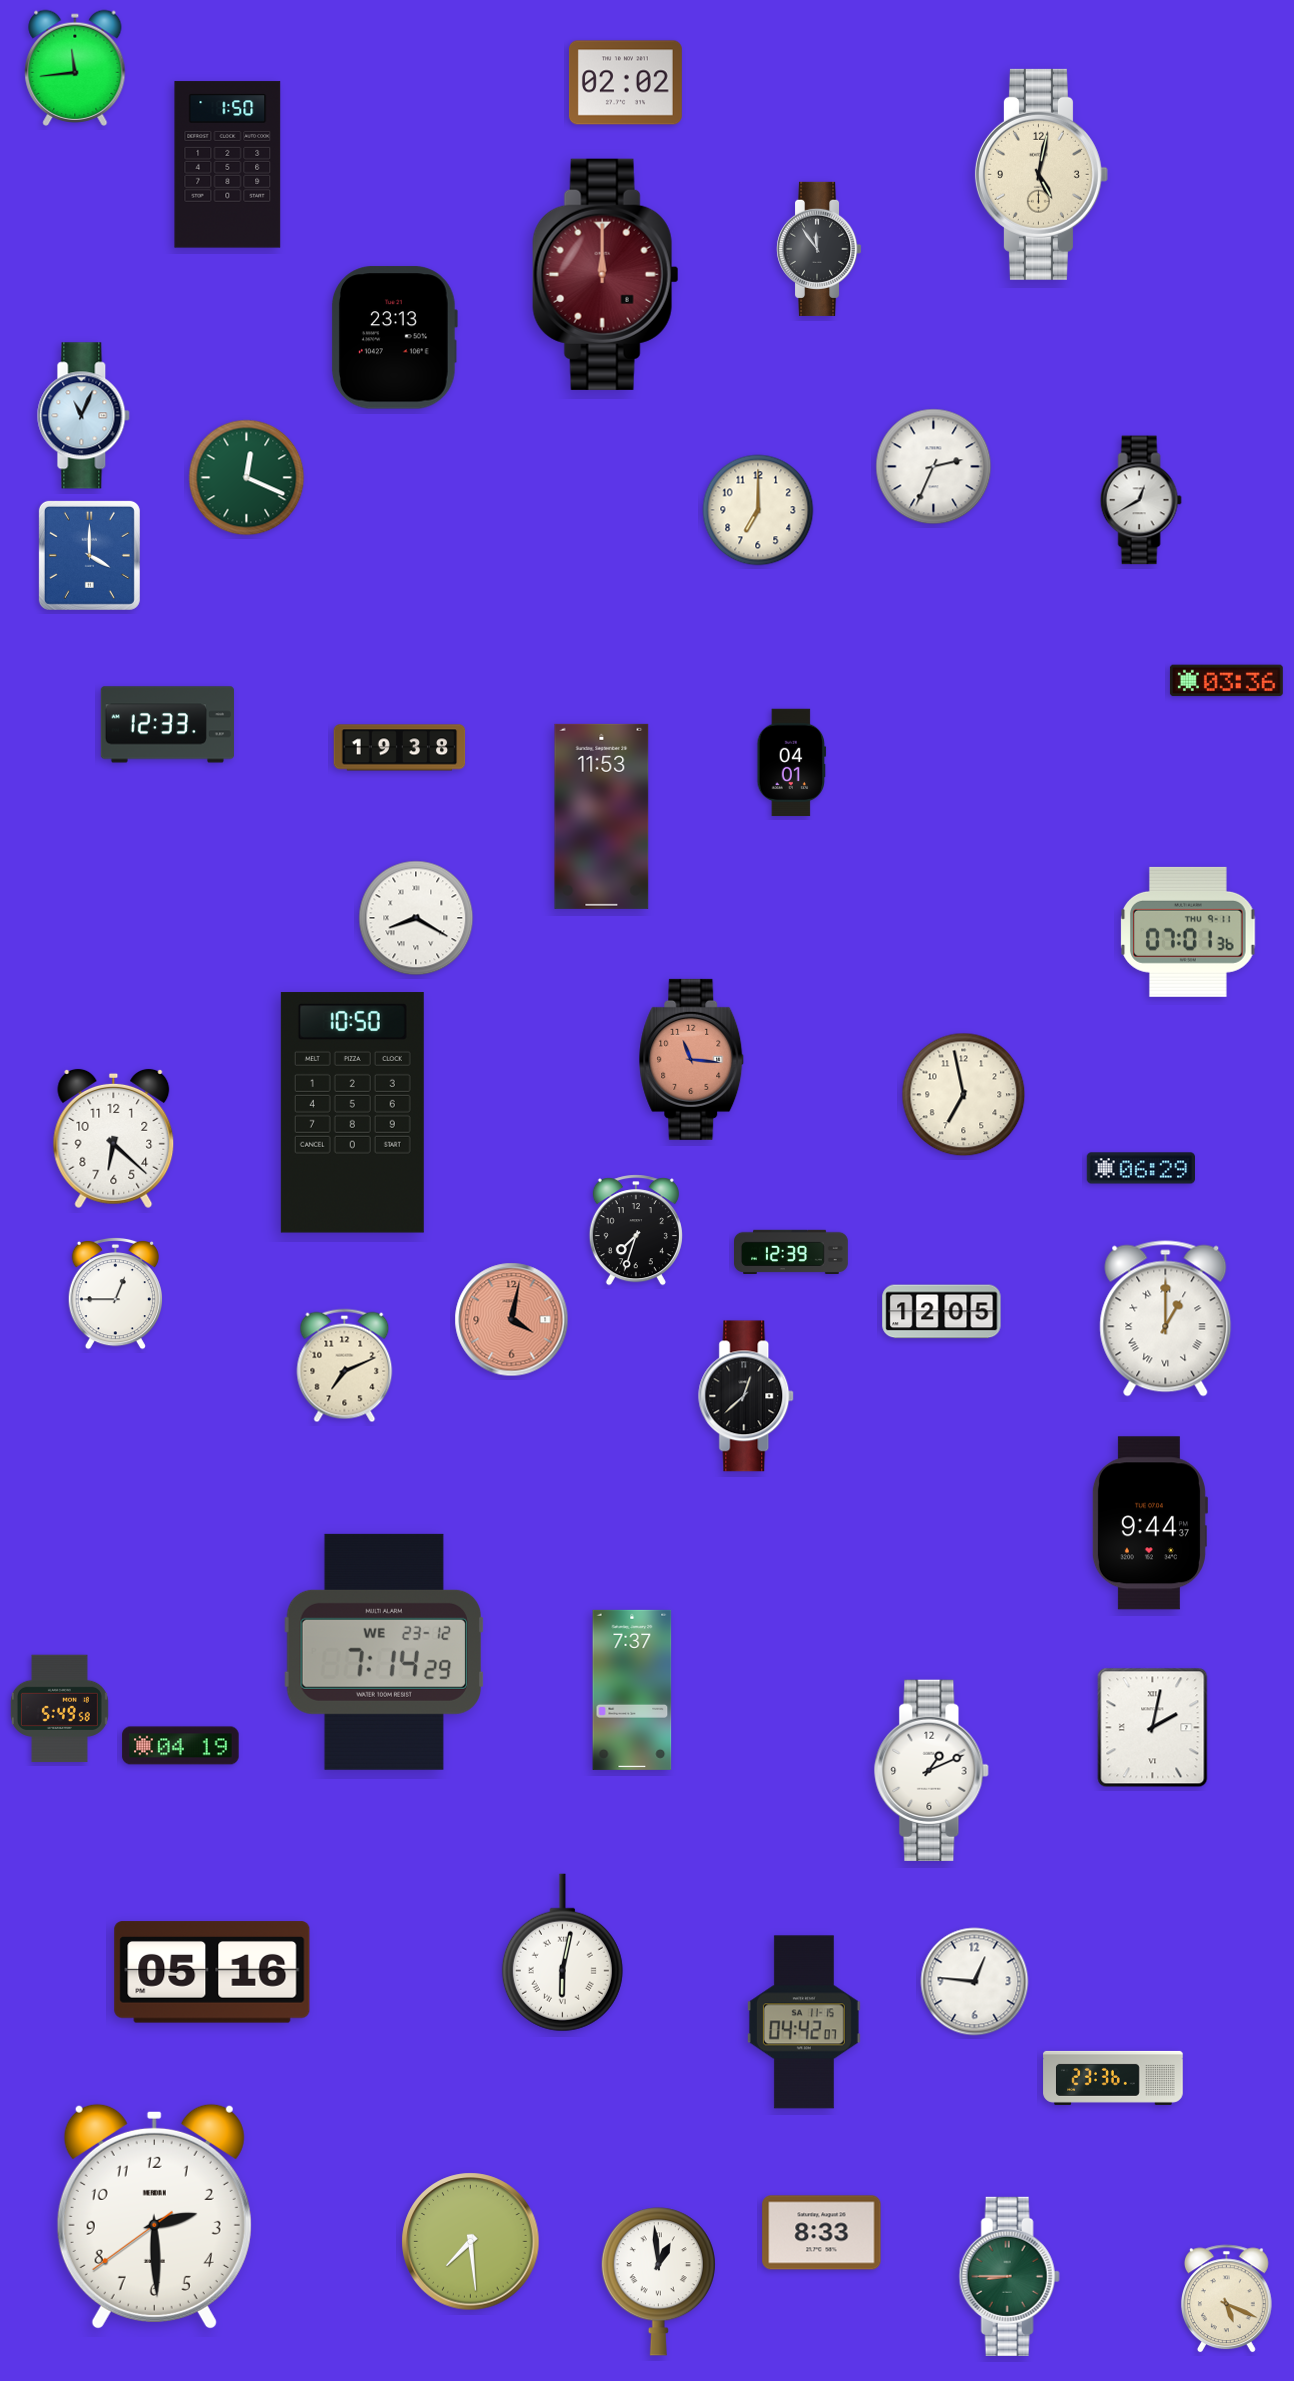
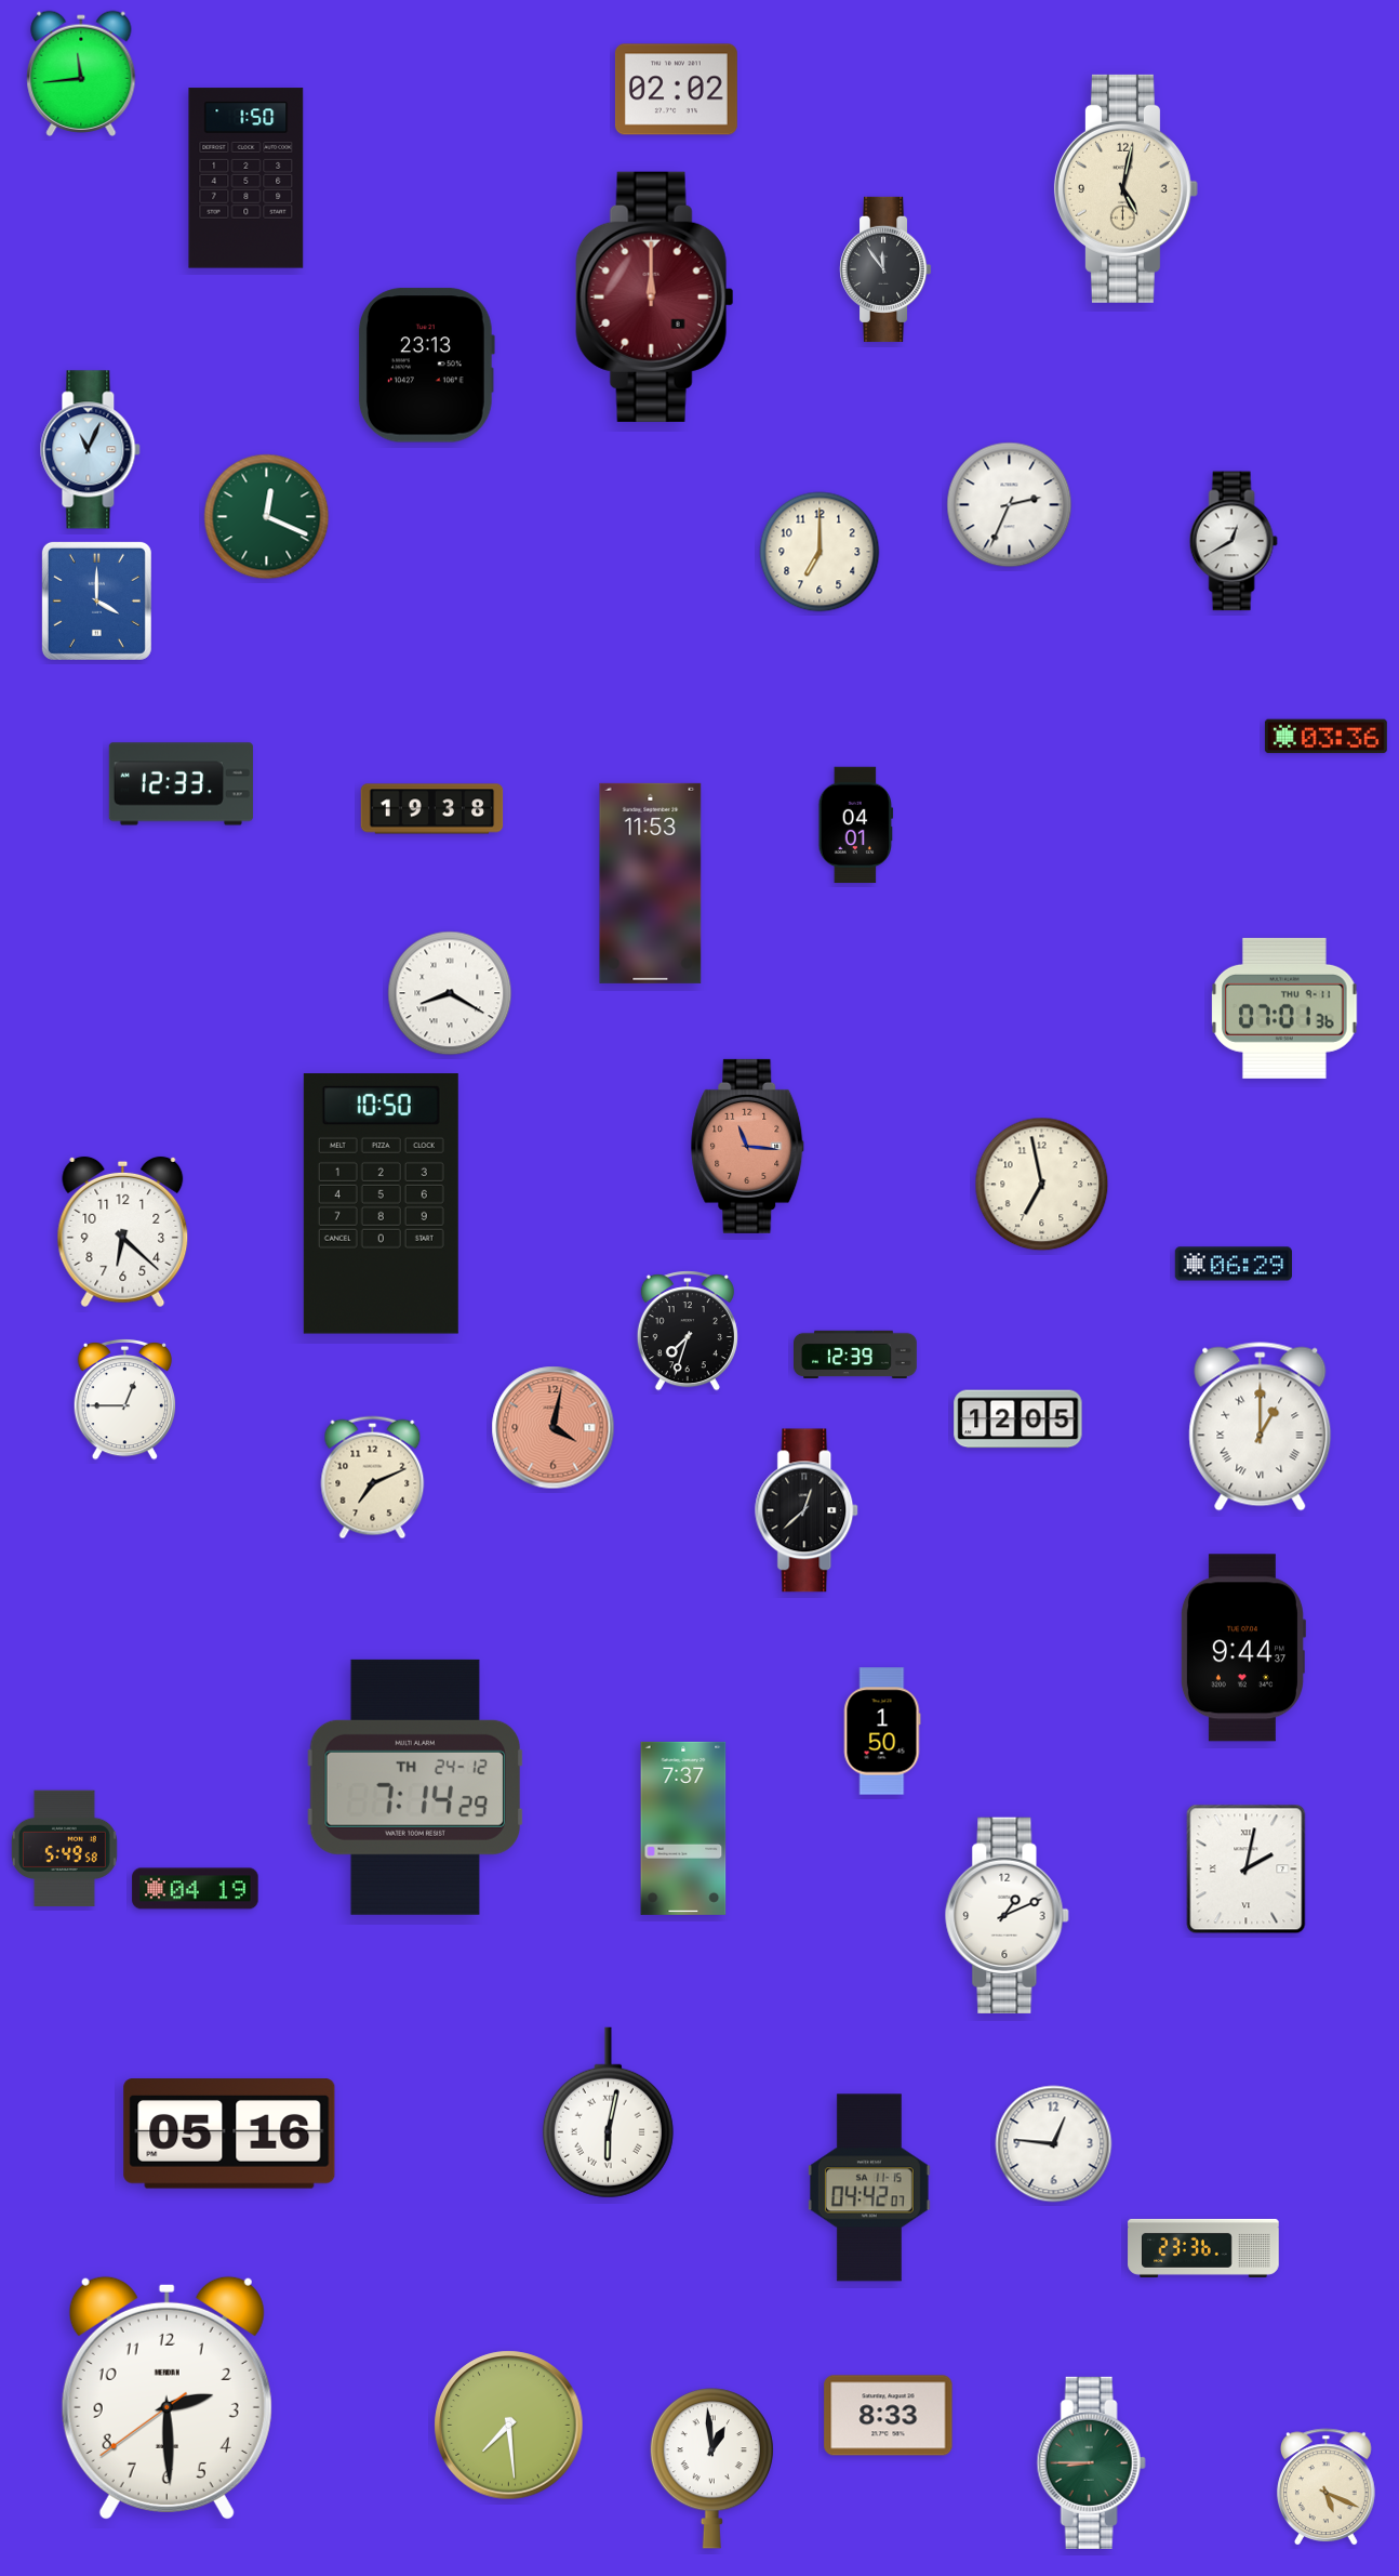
clock at (882, 1731): none -> 1:50
clock at (383, 1652) date: WE 23-12 -> TH 24-12
